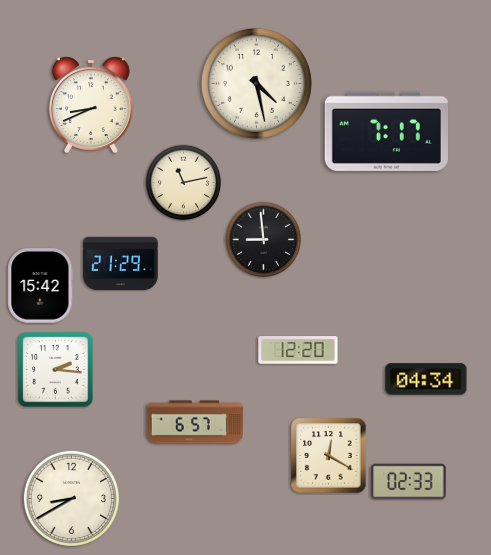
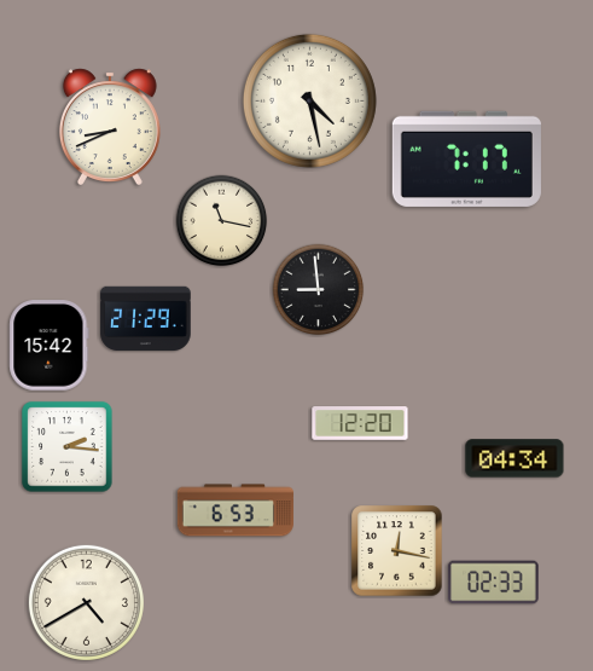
clock at (184, 183): 11:13 -> 11:17
clock at (195, 422): 6:57 -> 6:53
clock at (329, 456): 12:20 -> 12:17
clock at (71, 498): 8:40 -> 4:40
